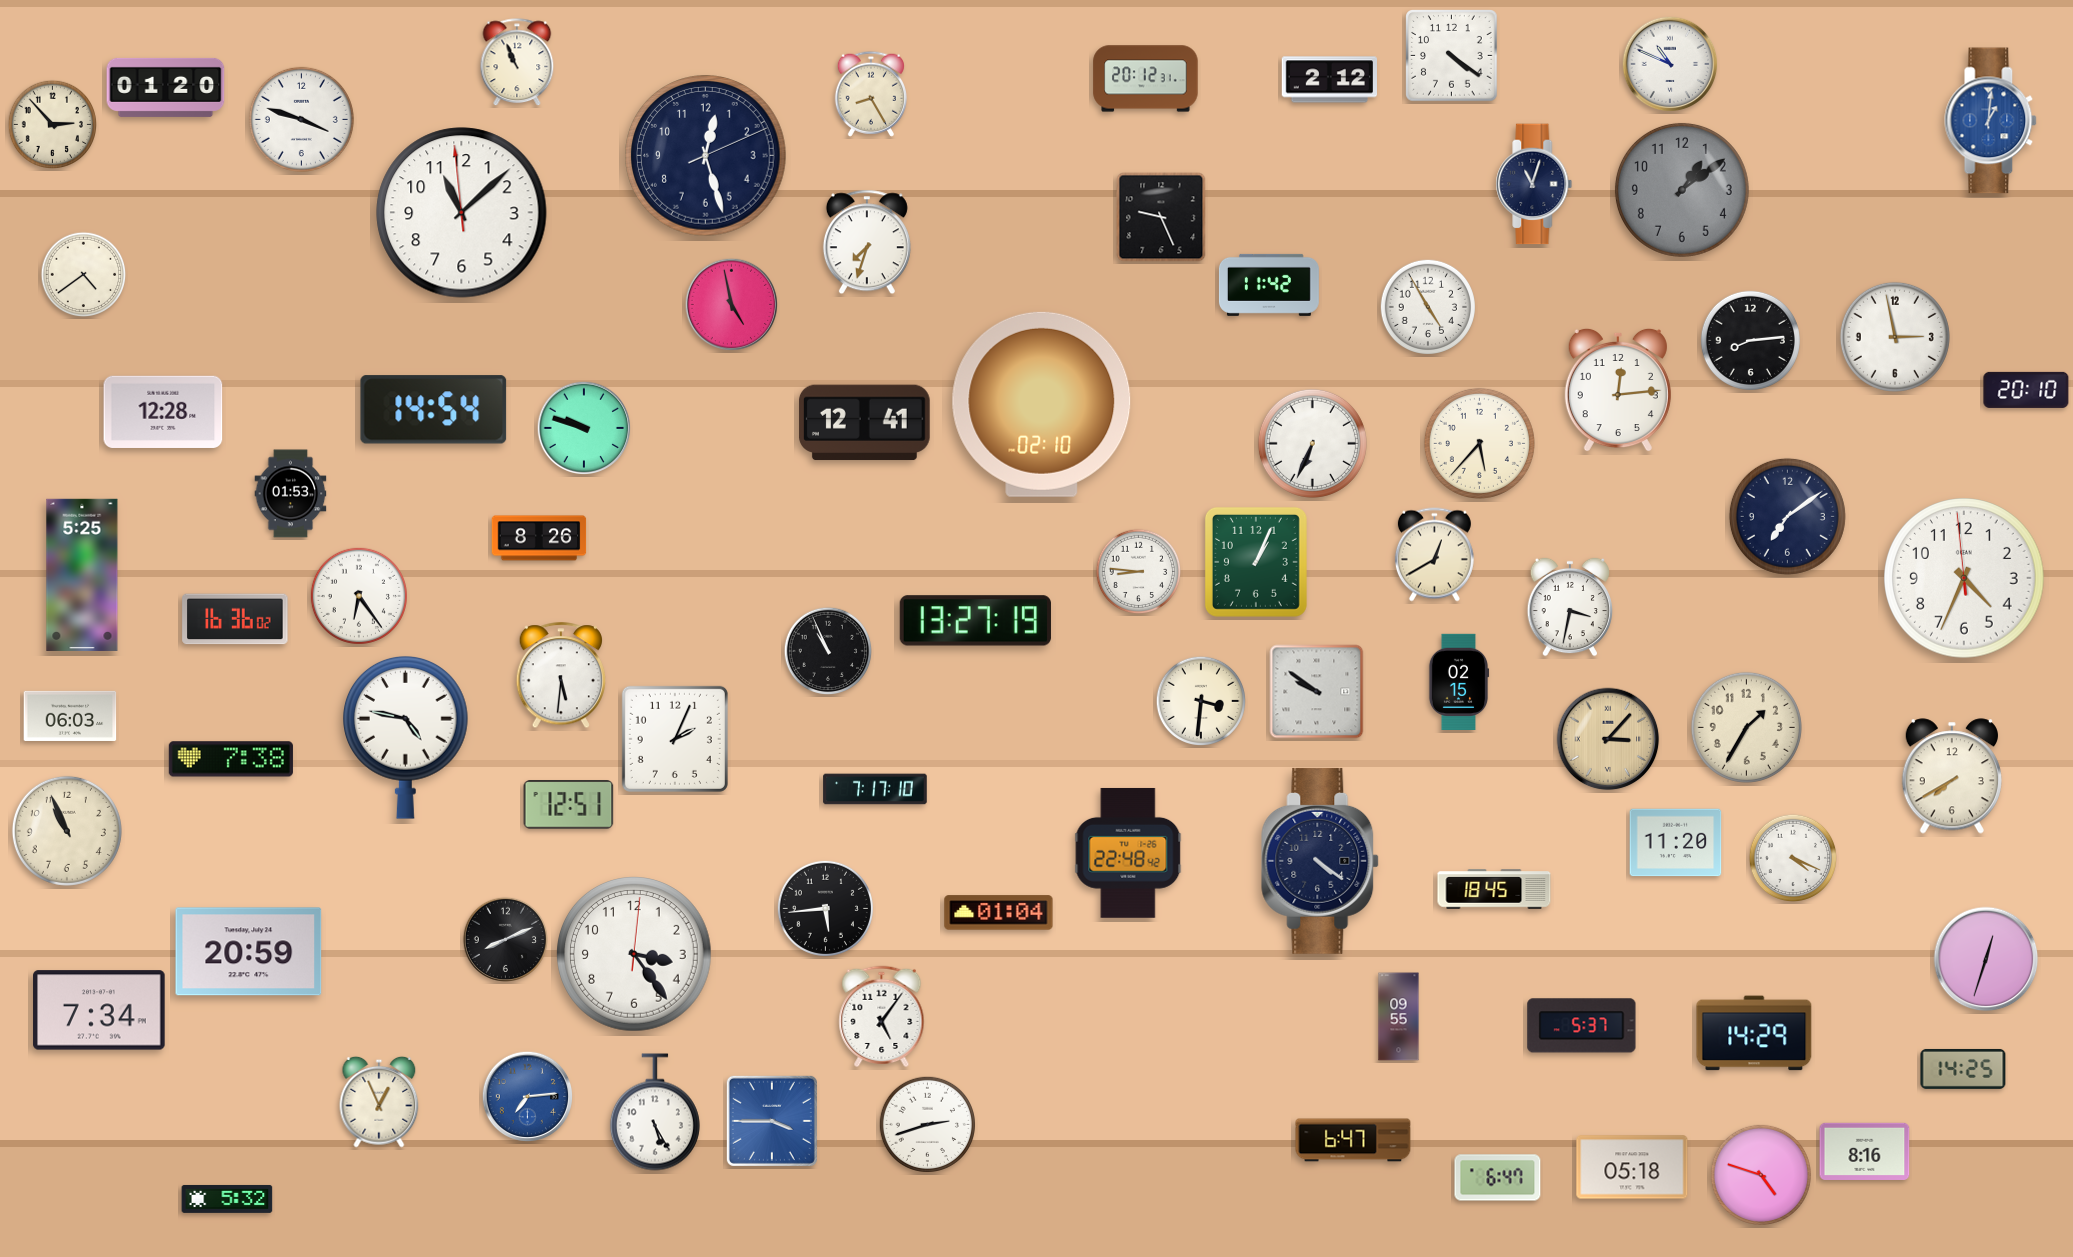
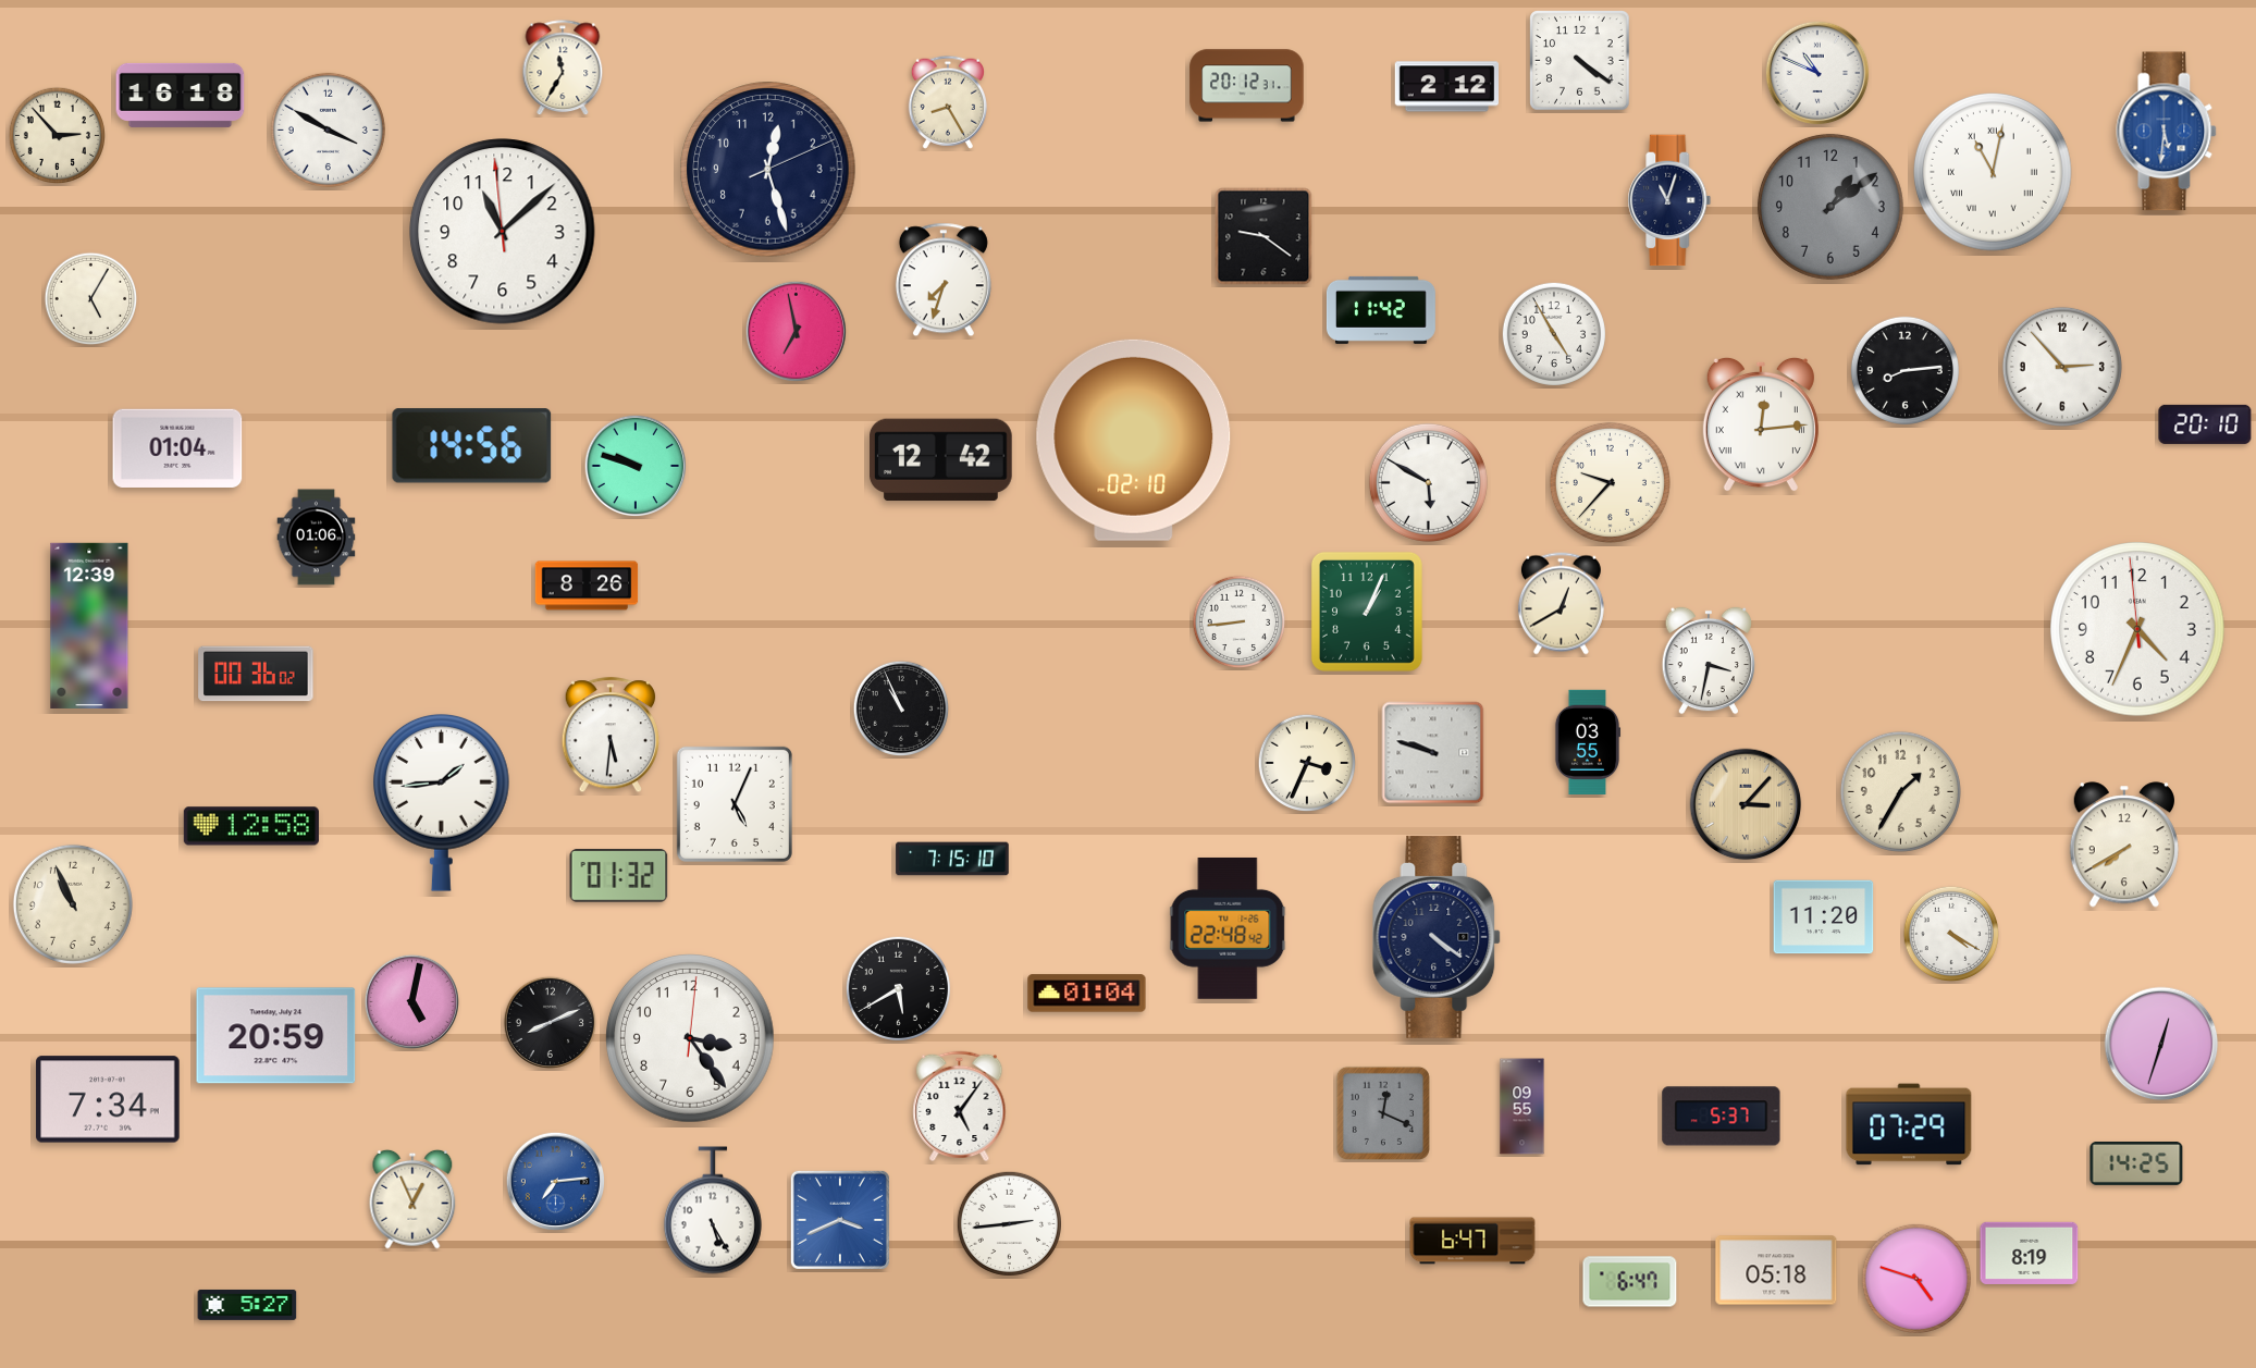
clock at (517, 63): 10:56 -> 11:35
clock at (1670, 64) position: (1670, 64) -> (1817, 73)
clock at (166, 87): 01:20 -> 16:18
clock at (301, 119): 3:48 -> 3:50
clock at (1991, 121): 1:01 -> 5:31
clock at (1993, 172): none -> 11:02
clock at (1161, 217): 9:26 -> 9:21
clock at (867, 242) position: (867, 242) -> (944, 280)
clock at (84, 275): 4:39 -> 5:05
clock at (732, 305): 4:58 -> 6:58
clock at (1895, 337): 2:58 -> 2:53
clock at (1618, 390) numerals: Arabic -> Roman
clock at (434, 410): 14:54 -> 14:56
clock at (163, 412): 12:28 -> 01:04
clock at (865, 423): 12:41 -> 12:42
clock at (1312, 443): 6:34 -> 5:50
clock at (1479, 443): 5:37 -> 9:37
clock at (291, 494): 01:53 -> 01:06
clock at (1787, 516): 7:09 -> none
clock at (1139, 572): 8:46 -> 8:44
clock at (82, 575): 5:25 -> 12:39
clock at (359, 596): 6:24 -> none
clock at (235, 619): 16:36 -> 00:36
clock at (975, 621): 13:27 -> none
clock at (1459, 681): 02:15 -> 03:55
clock at (1317, 692): 9:51 -> 9:48
clock at (1200, 700): 3:31 -> 3:34
clock at (70, 716): 06:03 -> none
clock at (406, 737): 4:47 -> 1:44
clock at (675, 739): 2:04 -> 5:04
clock at (1608, 739) position: (1608, 739) -> (1746, 804)
clock at (231, 759): 7:38 -> 12:58
clock at (875, 789): 7:17 -> 7:15
clock at (569, 805): 12:51 -> 01:32
clock at (1793, 858): 4:19 -> 4:20
clock at (1494, 889): 18:45 -> none
clock at (825, 908): 5:44 -> 5:40
clock at (411, 1001): none -> 5:02
clock at (249, 952) position: (249, 952) -> (276, 1036)
clock at (1383, 1113): none -> 12:19
clock at (1754, 1033): 14:29 -> 07:29
clock at (527, 1096) position: (527, 1096) -> (555, 1181)
clock at (772, 1121): 3:45 -> 3:41
clock at (927, 1124): 2:42 -> 2:44
clock at (1865, 1151): 8:16 -> 8:19
clock at (227, 1199): 5:32 -> 5:27
